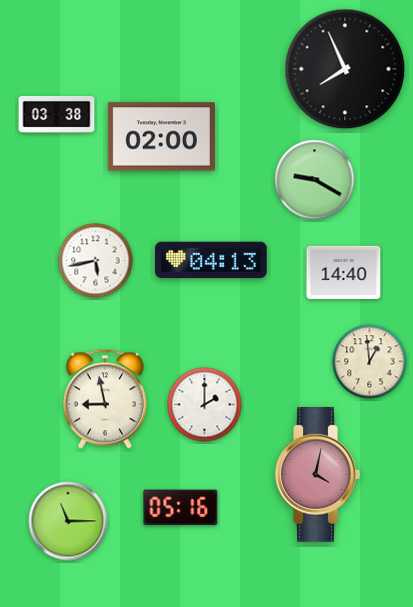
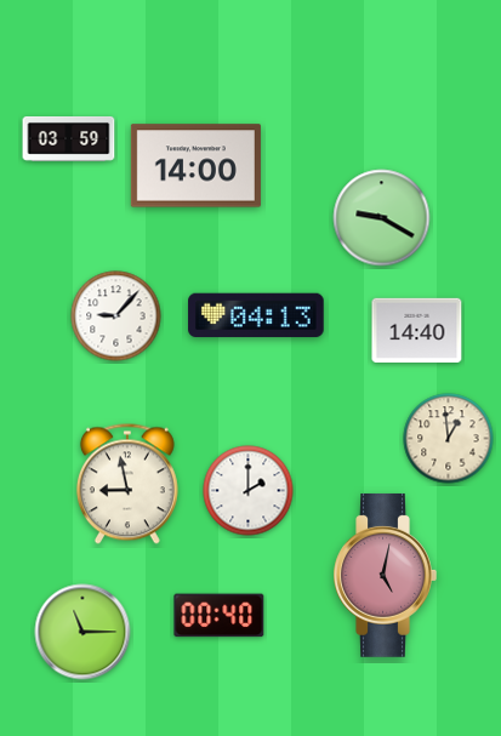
clock at (345, 69): 7:56 -> none
clock at (57, 114): 03:38 -> 03:59
clock at (161, 137): 02:00 -> 14:00
clock at (96, 261): 5:43 -> 9:07
clock at (317, 474): 4:02 -> 5:02
clock at (181, 508): 05:16 -> 00:40
